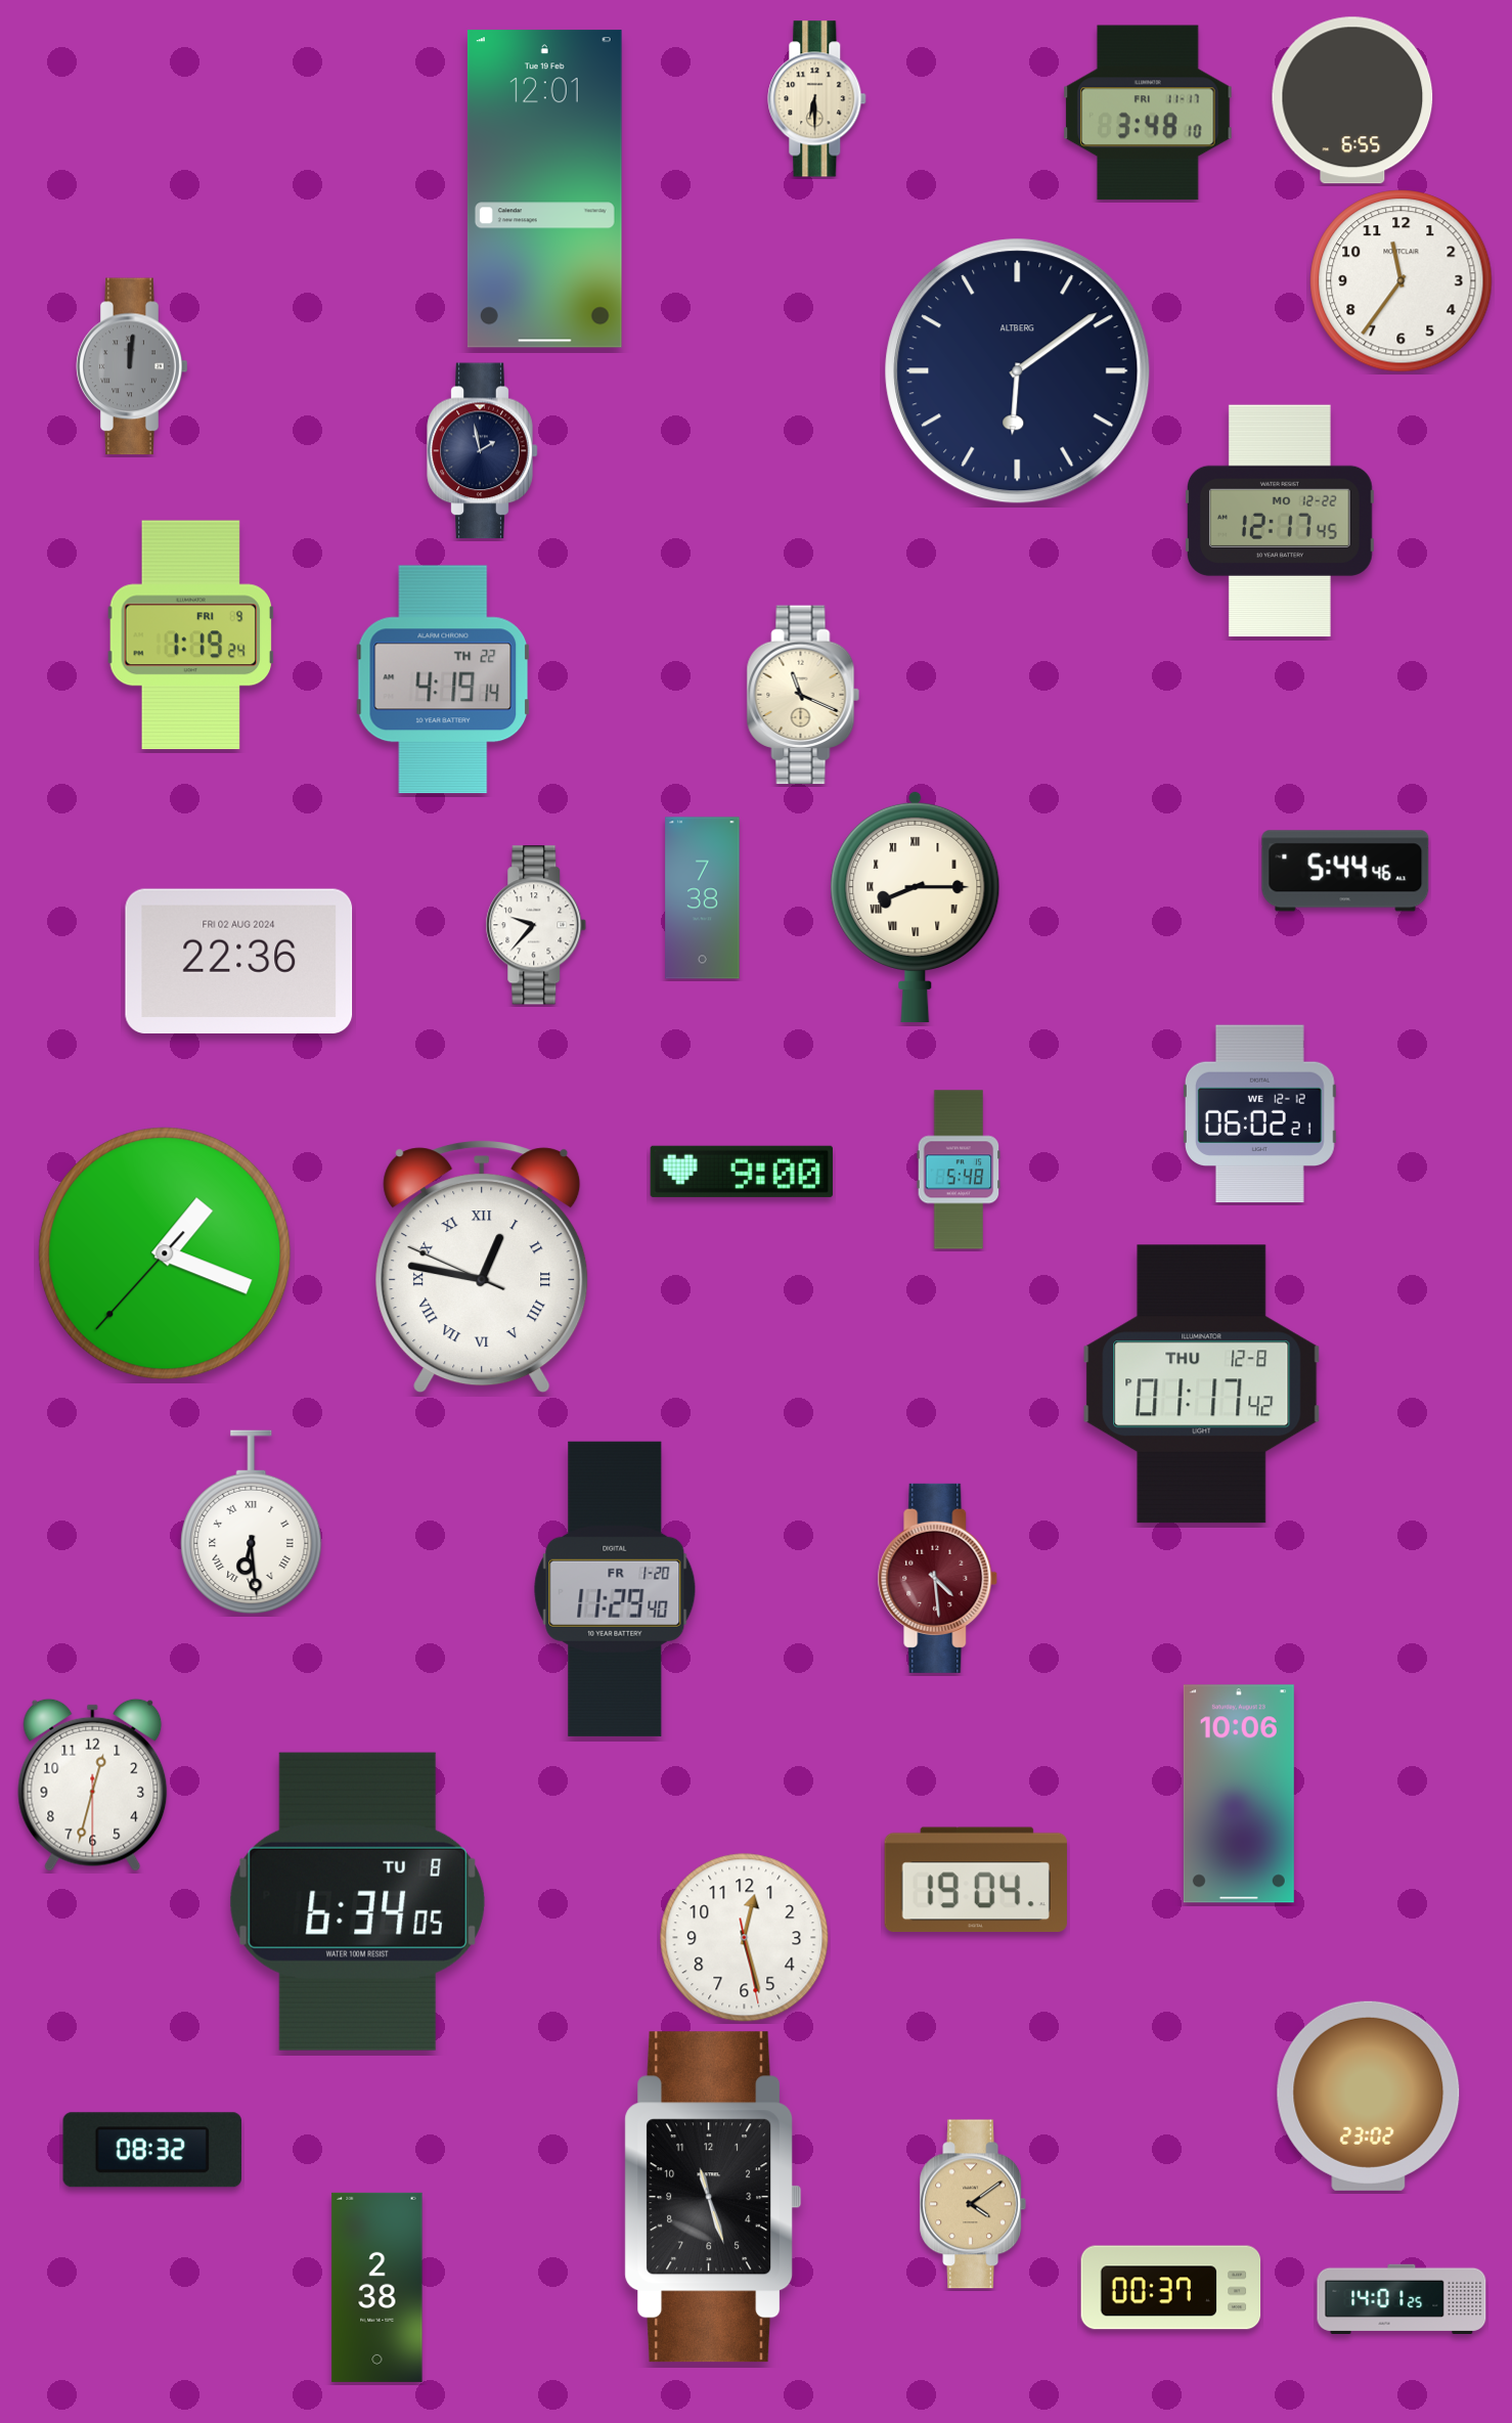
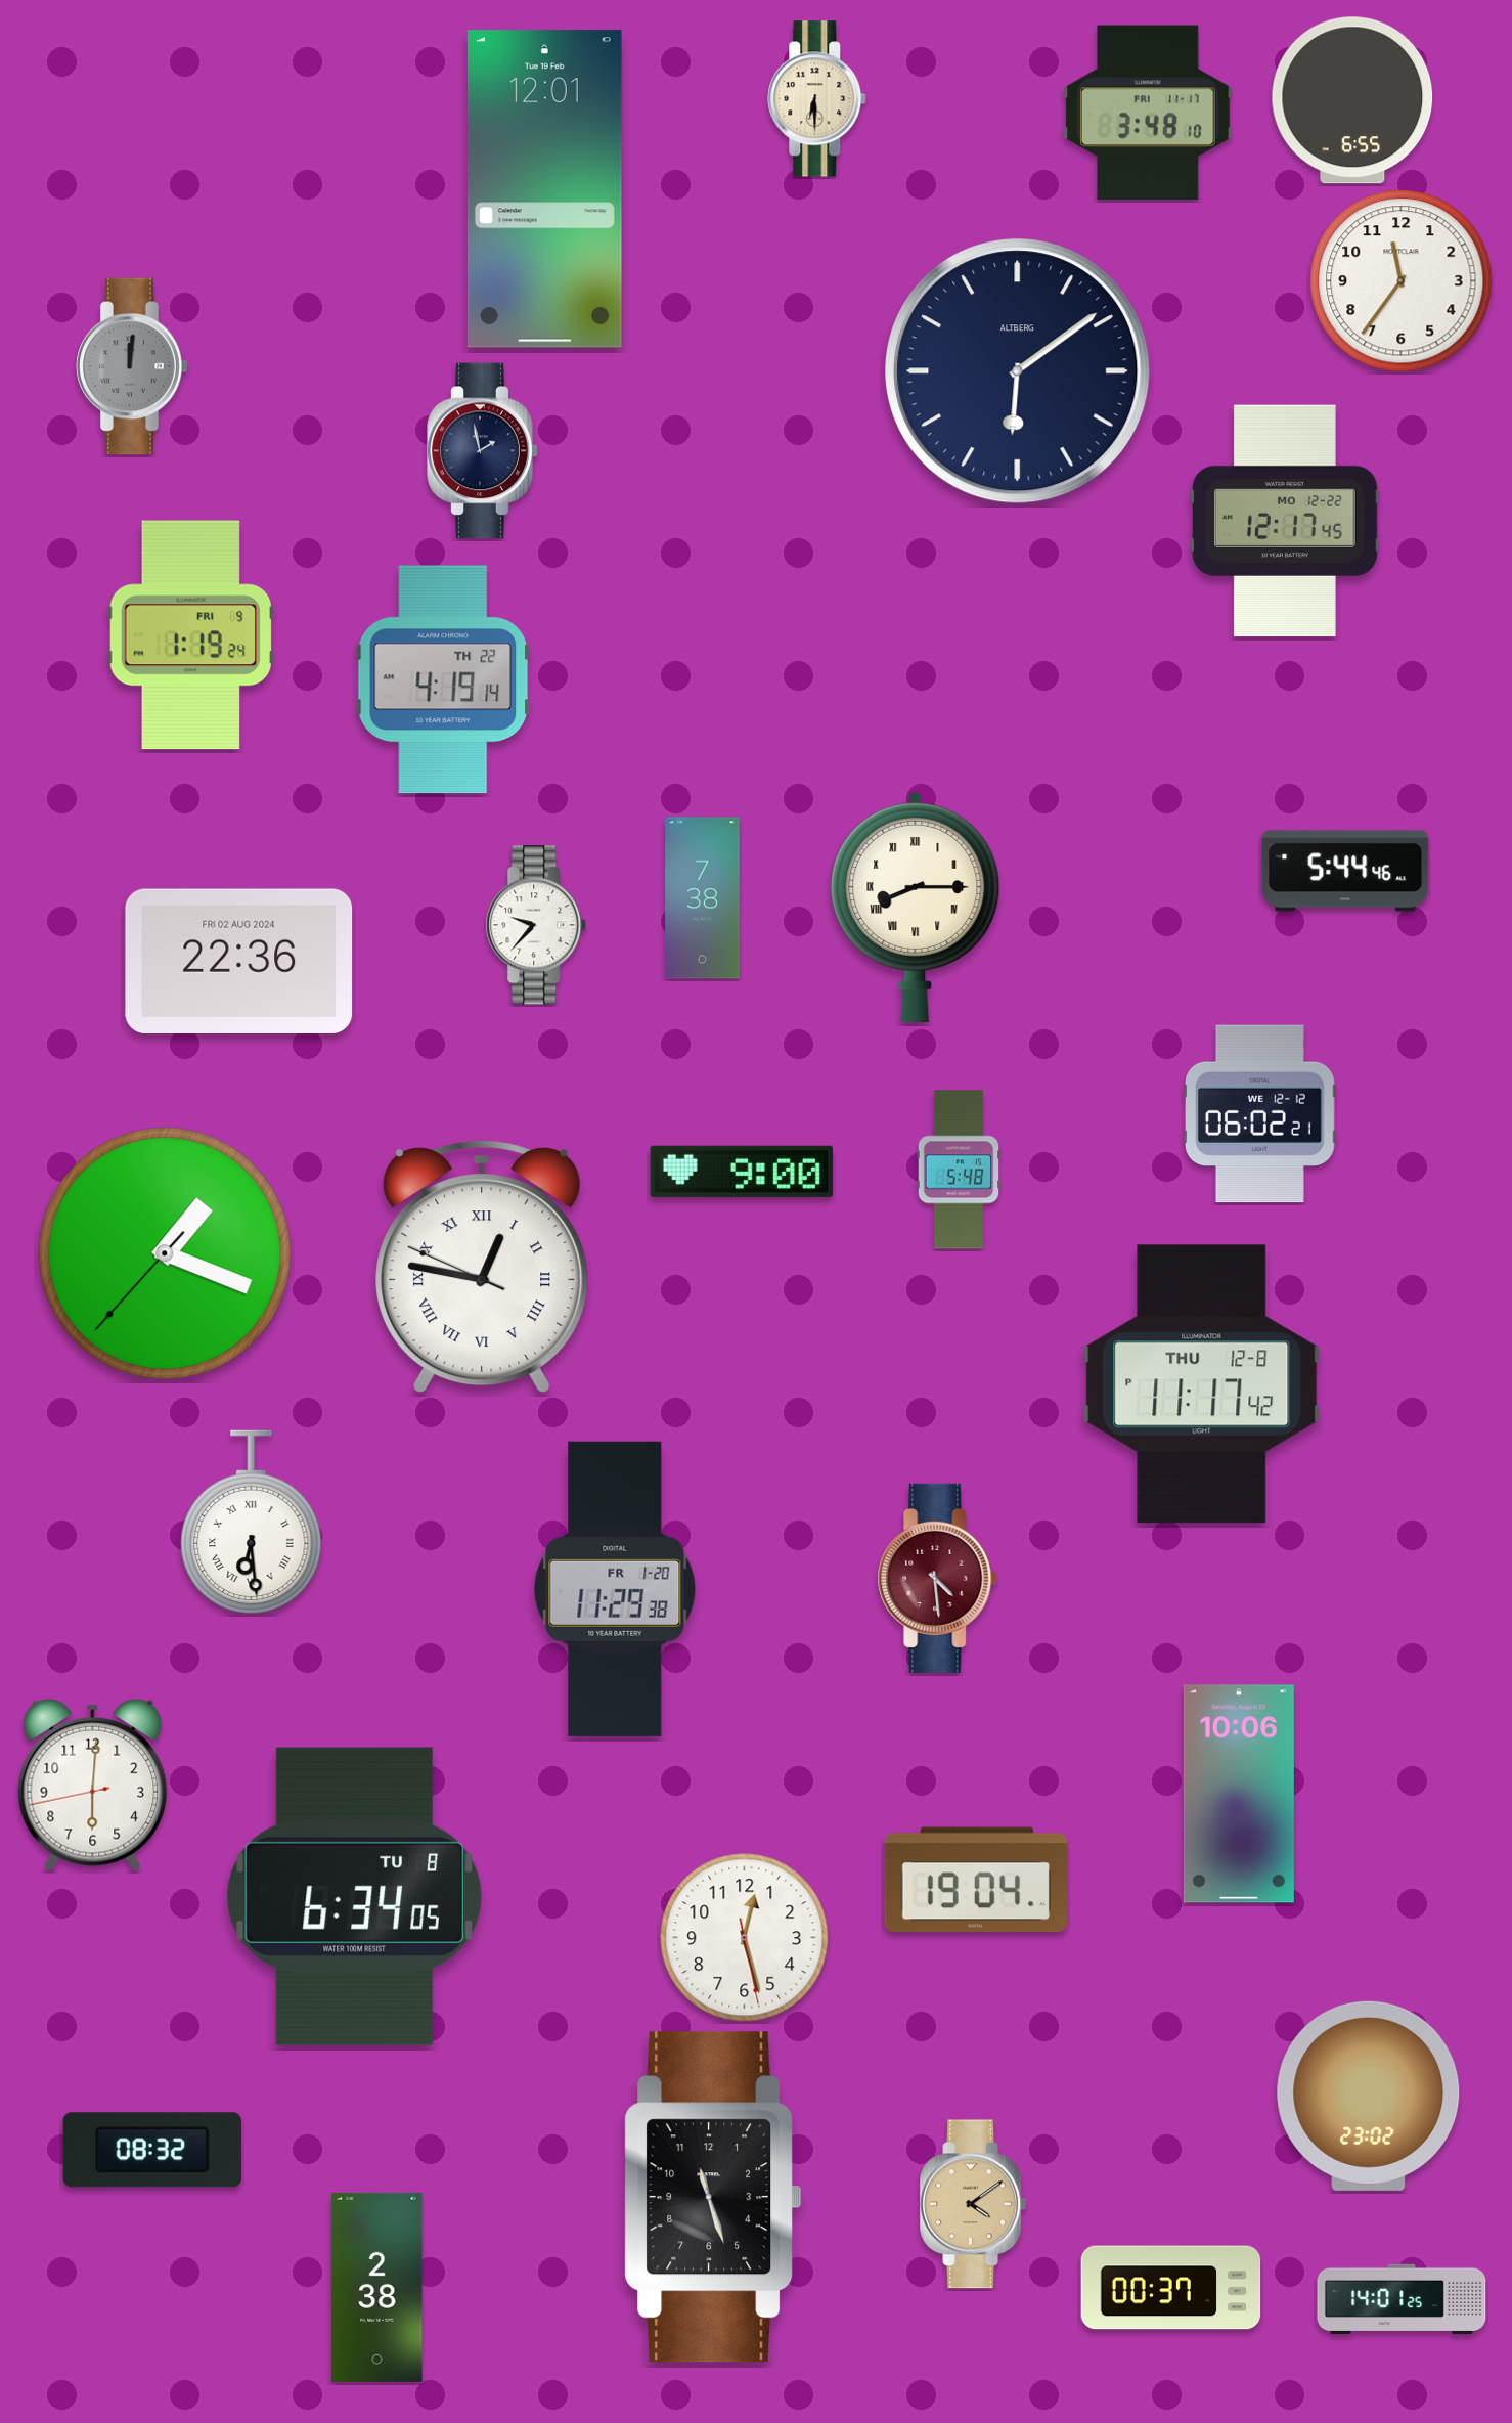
clock at (1280, 521) position: (1280, 521) -> (1285, 521)
clock at (803, 695): 11:19 -> none
clock at (1202, 1384): 01:17 -> 11:17
clock at (615, 1589): 11:29:40 -> 11:29:38
clock at (93, 1785): 12:32 -> 6:00
clock at (357, 1901) position: (357, 1901) -> (354, 1896)
